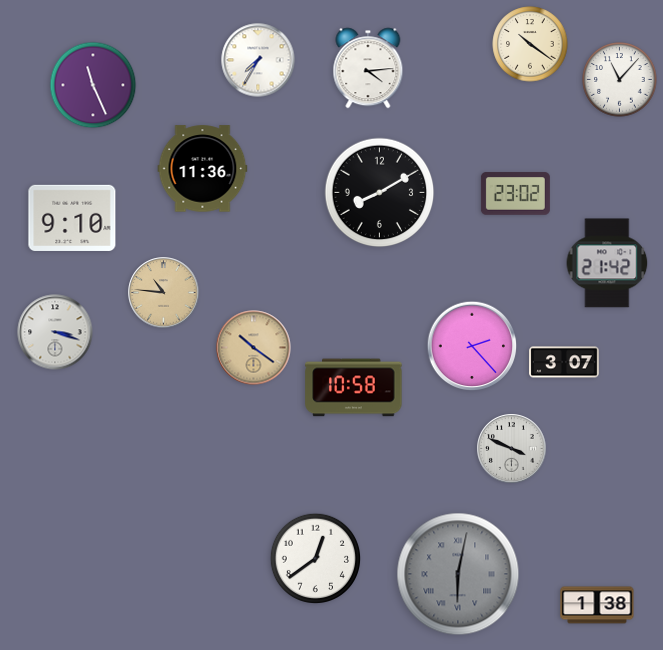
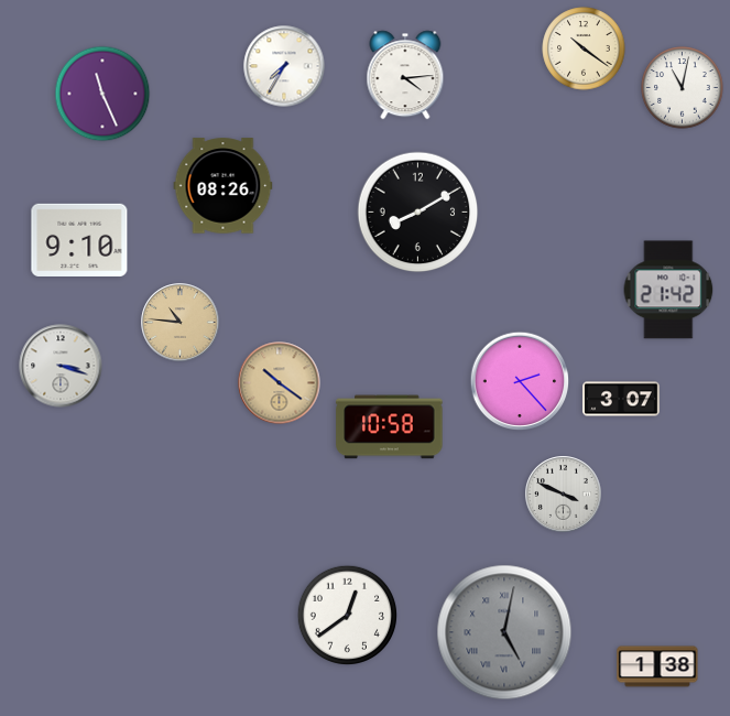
clock at (620, 80): 11:07 -> 11:02
clock at (203, 169): 11:36 -> 08:26
clock at (515, 194): 23:02 -> none
clock at (458, 574): 6:02 -> 5:02
